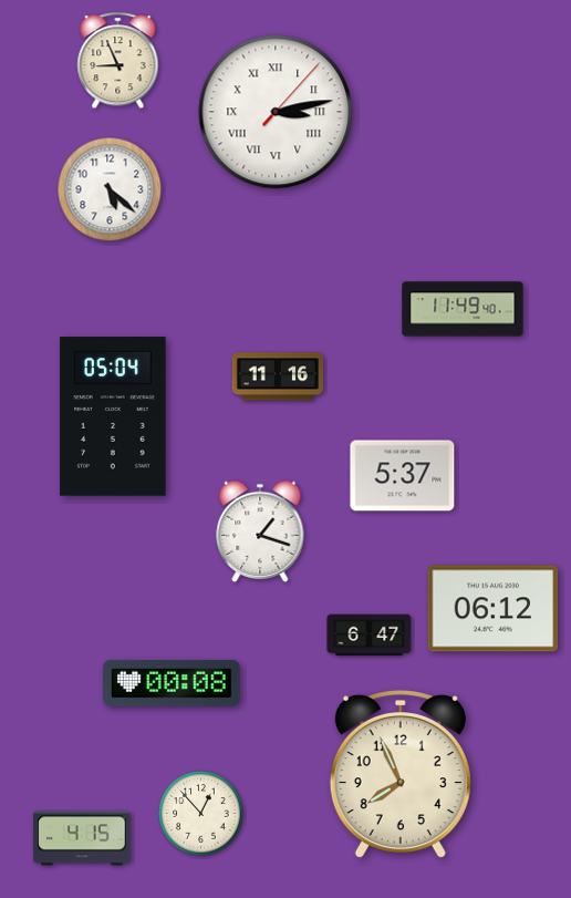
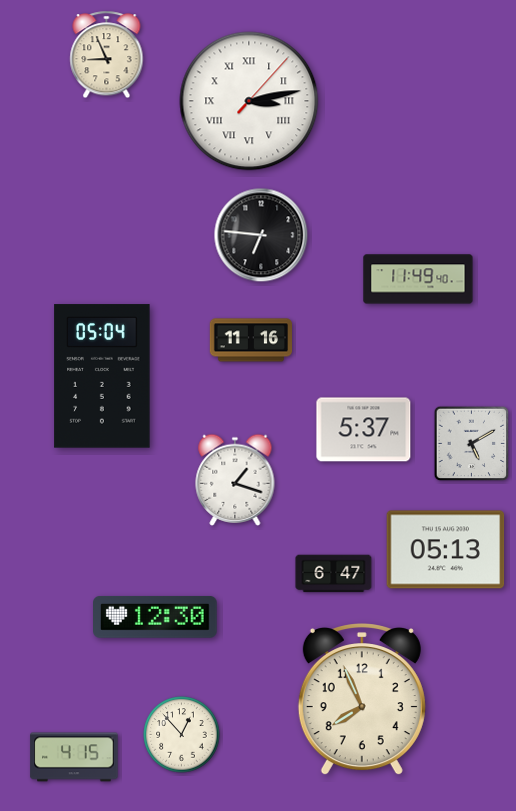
clock at (110, 189): 5:22 -> none
clock at (261, 235): none -> 6:46
clock at (472, 444): none -> 5:10
clock at (494, 609): 06:12 -> 05:13
clock at (173, 683): 00:08 -> 12:30
